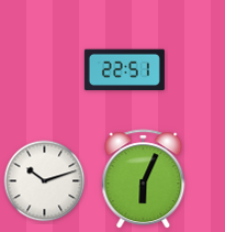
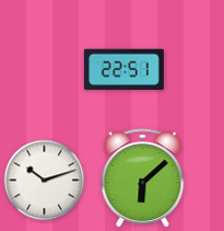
clock at (144, 179): 6:04 -> 6:08
